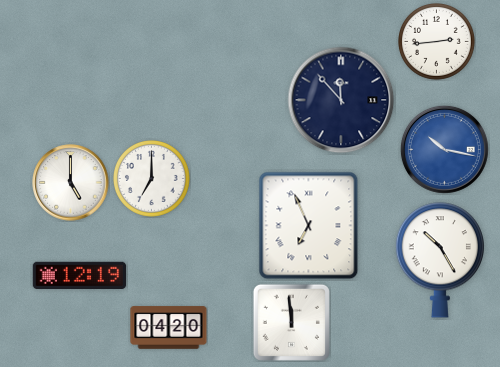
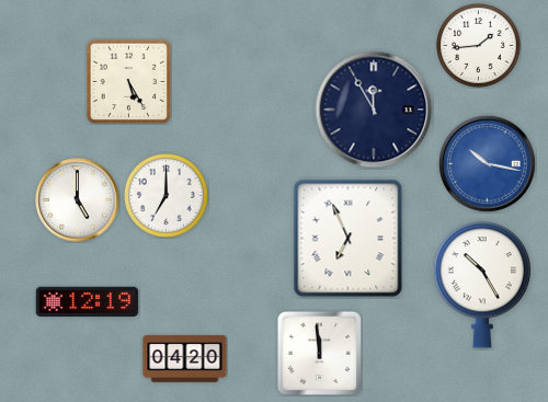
clock at (437, 42): 2:44 -> 1:44
clock at (128, 81): none -> 5:25
clock at (341, 100): 11:53 -> 11:55
clock at (309, 226) position: (309, 226) -> (349, 239)
